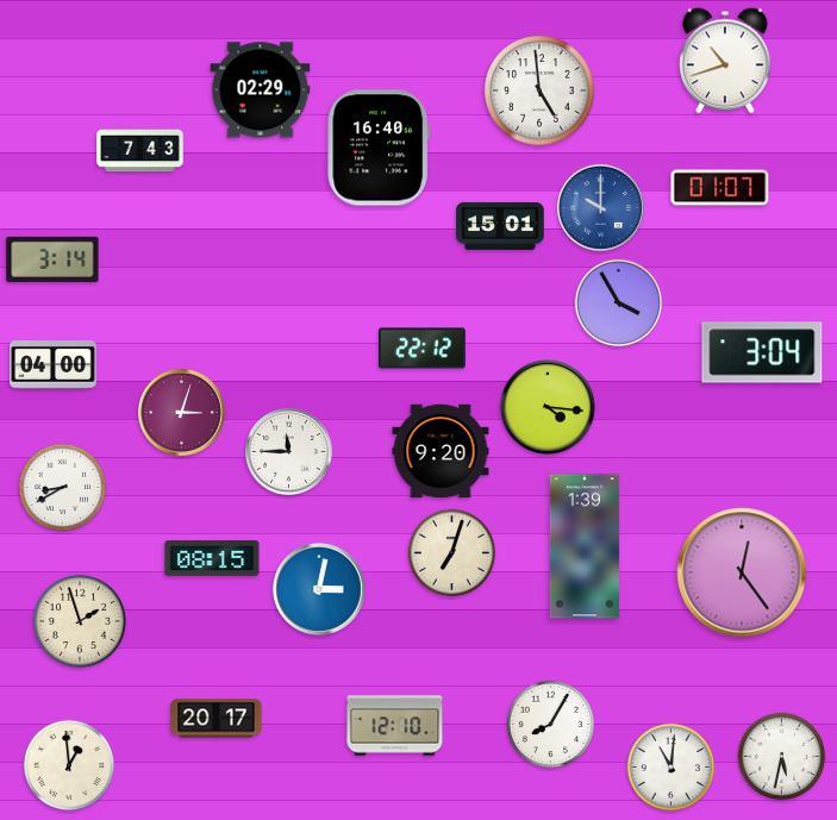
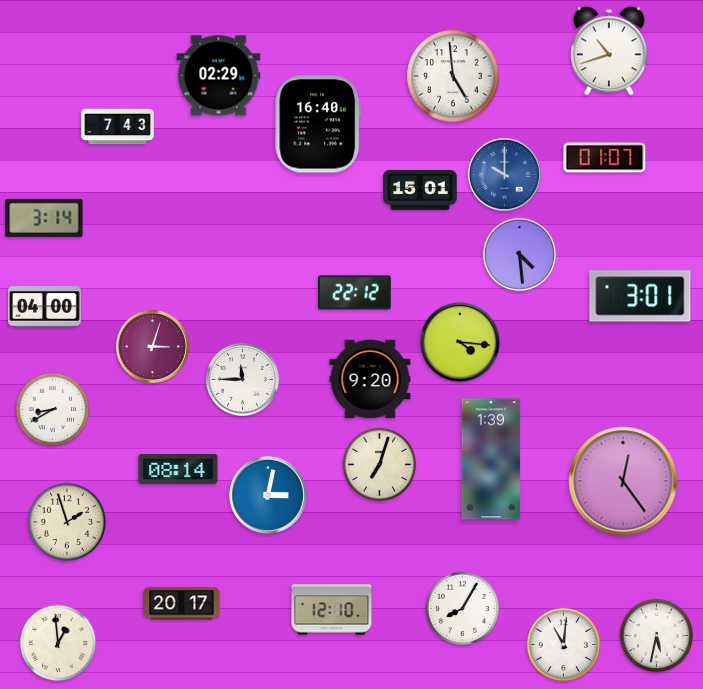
clock at (619, 303): 3:55 -> 4:29
clock at (762, 352): 3:04 -> 3:01
clock at (212, 559): 08:15 -> 08:14
